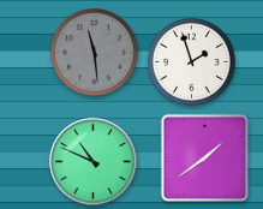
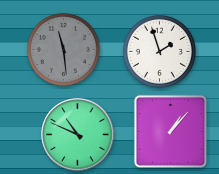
clock at (94, 52) position: (94, 52) -> (63, 49)
clock at (204, 157): 1:39 -> 1:07
